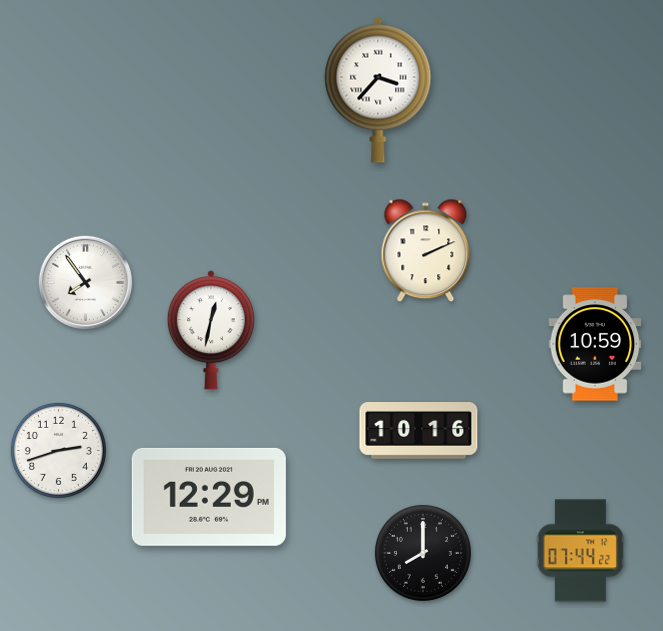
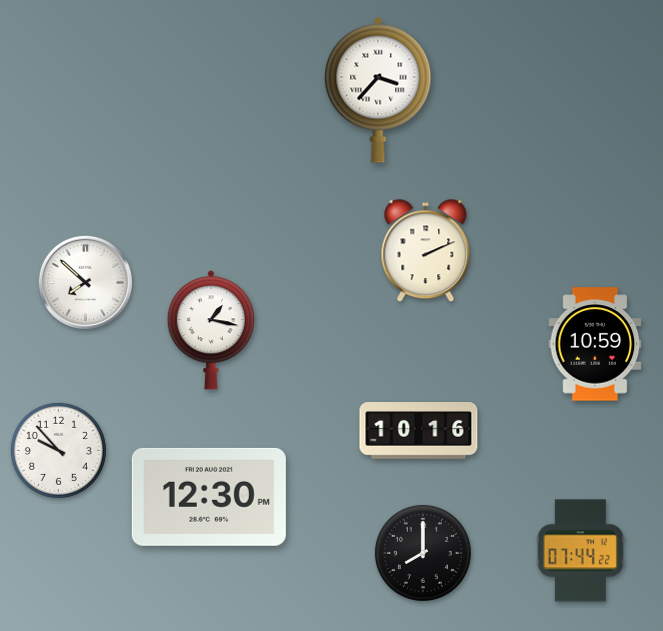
clock at (85, 282): 7:54 -> 7:52
clock at (211, 330): 12:32 -> 1:17
clock at (58, 450): 2:42 -> 9:53
clock at (209, 497): 12:29 -> 12:30
